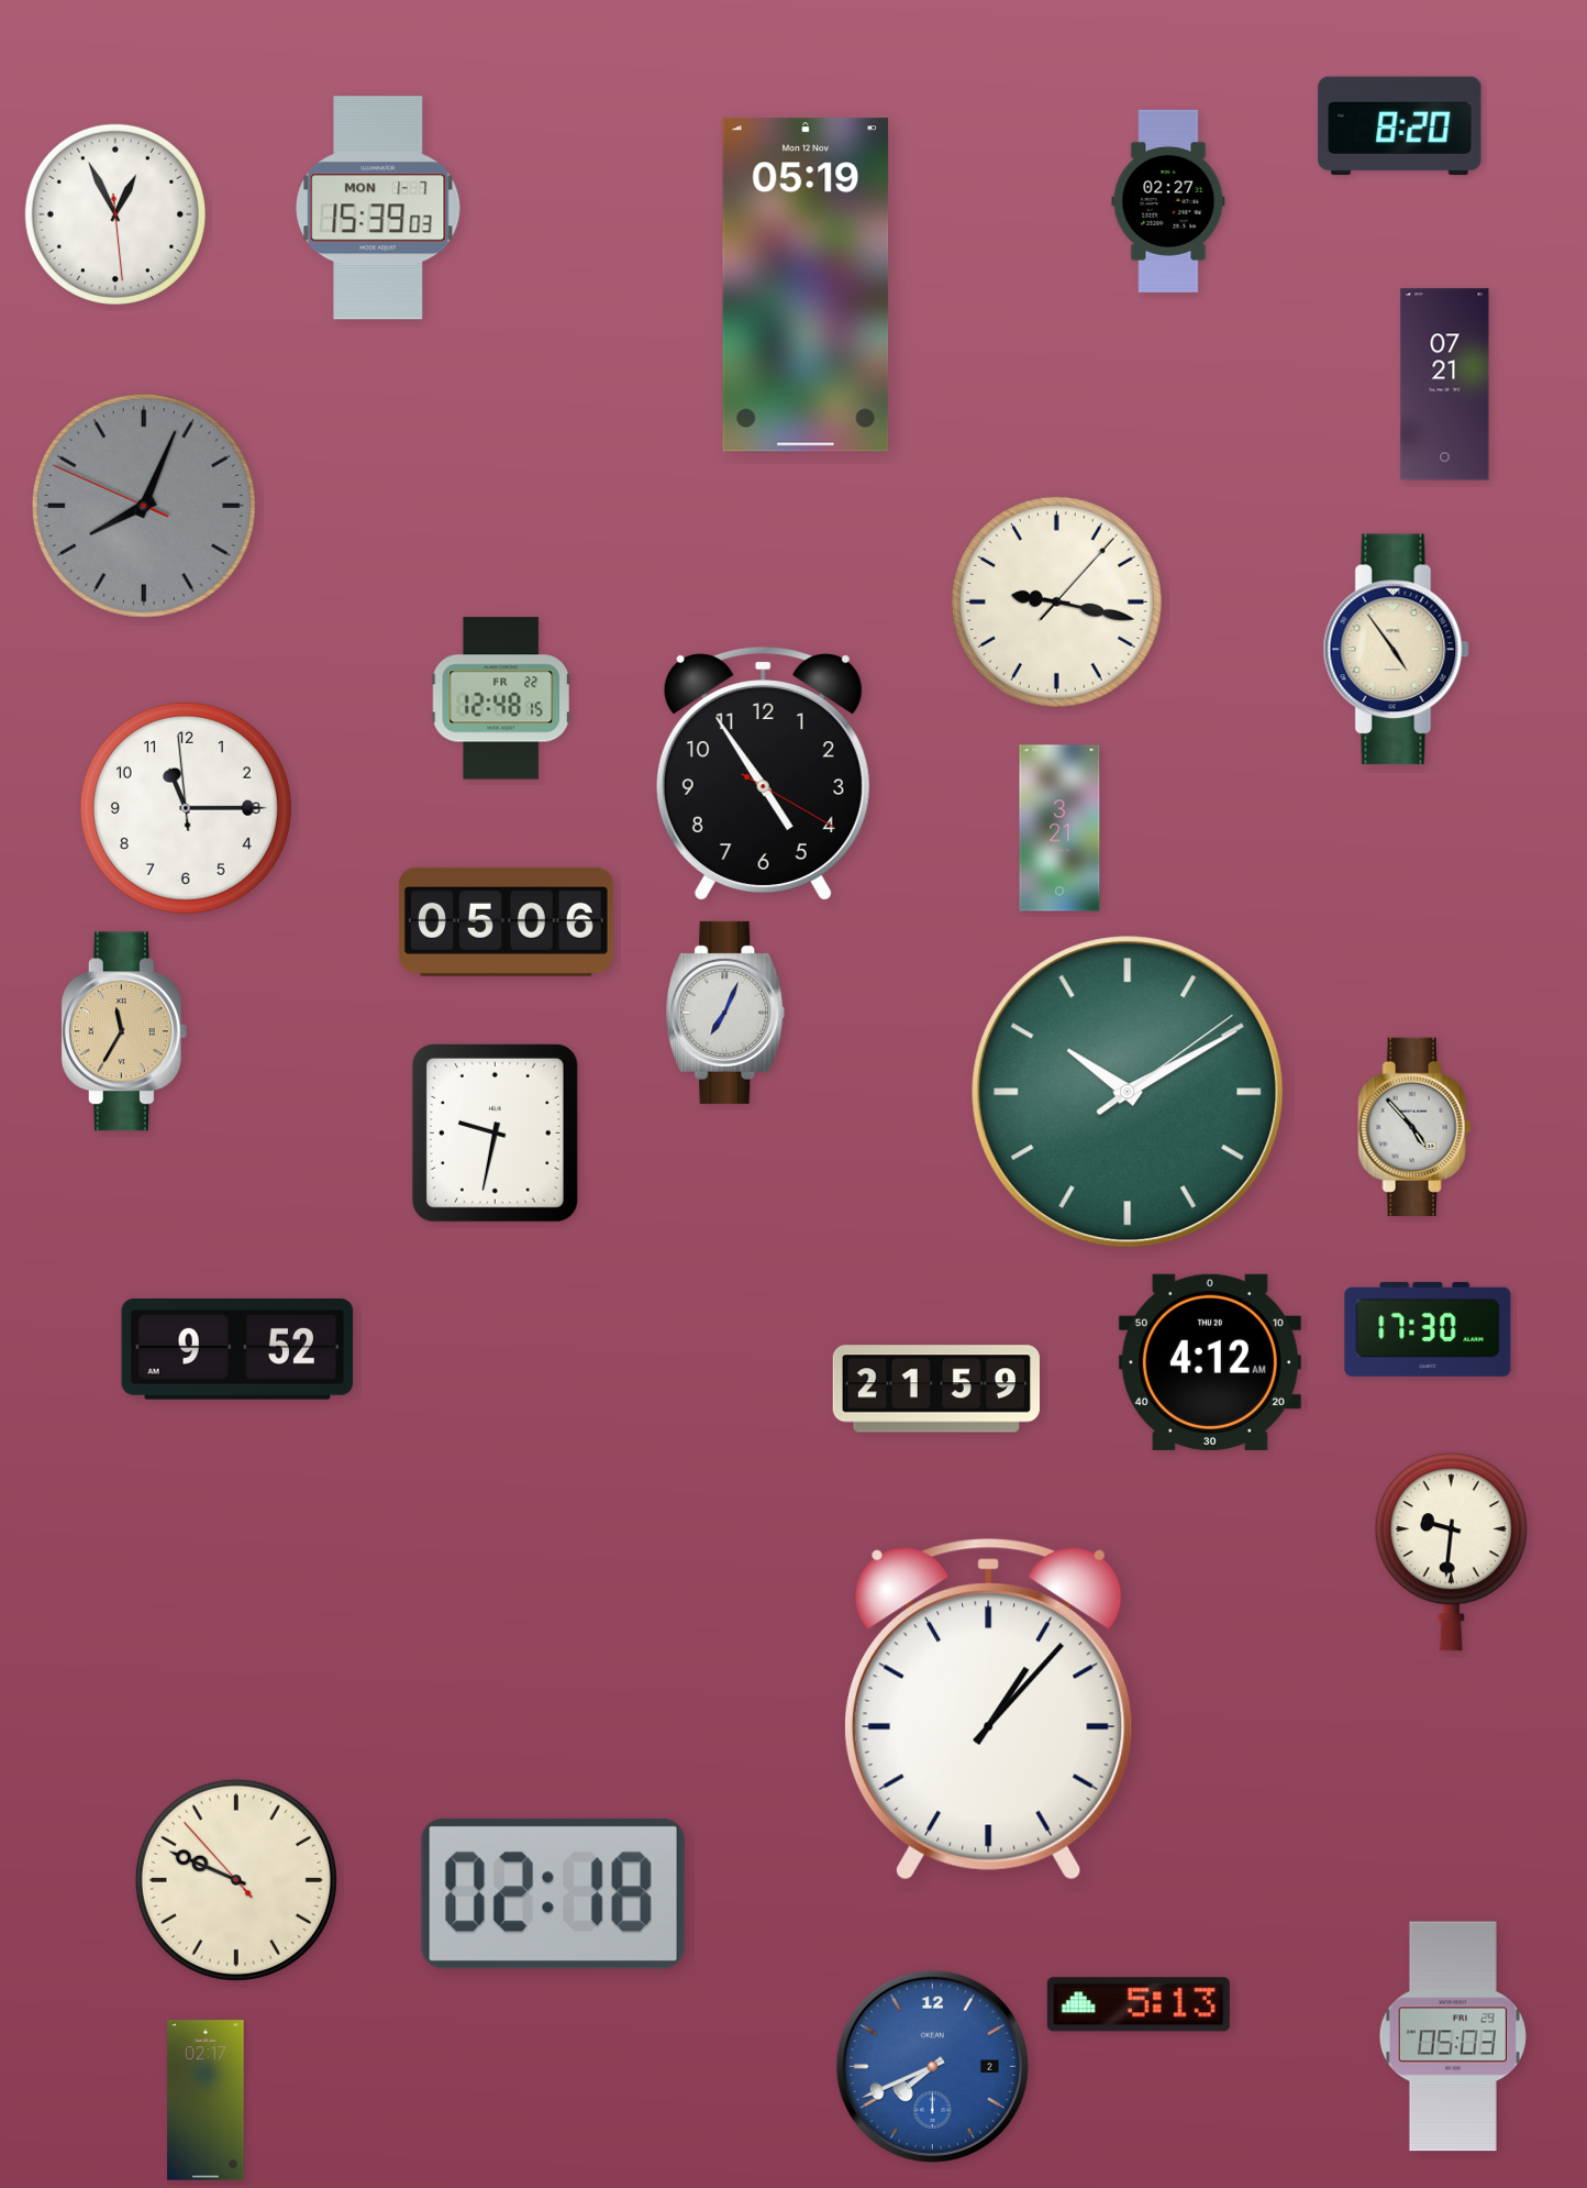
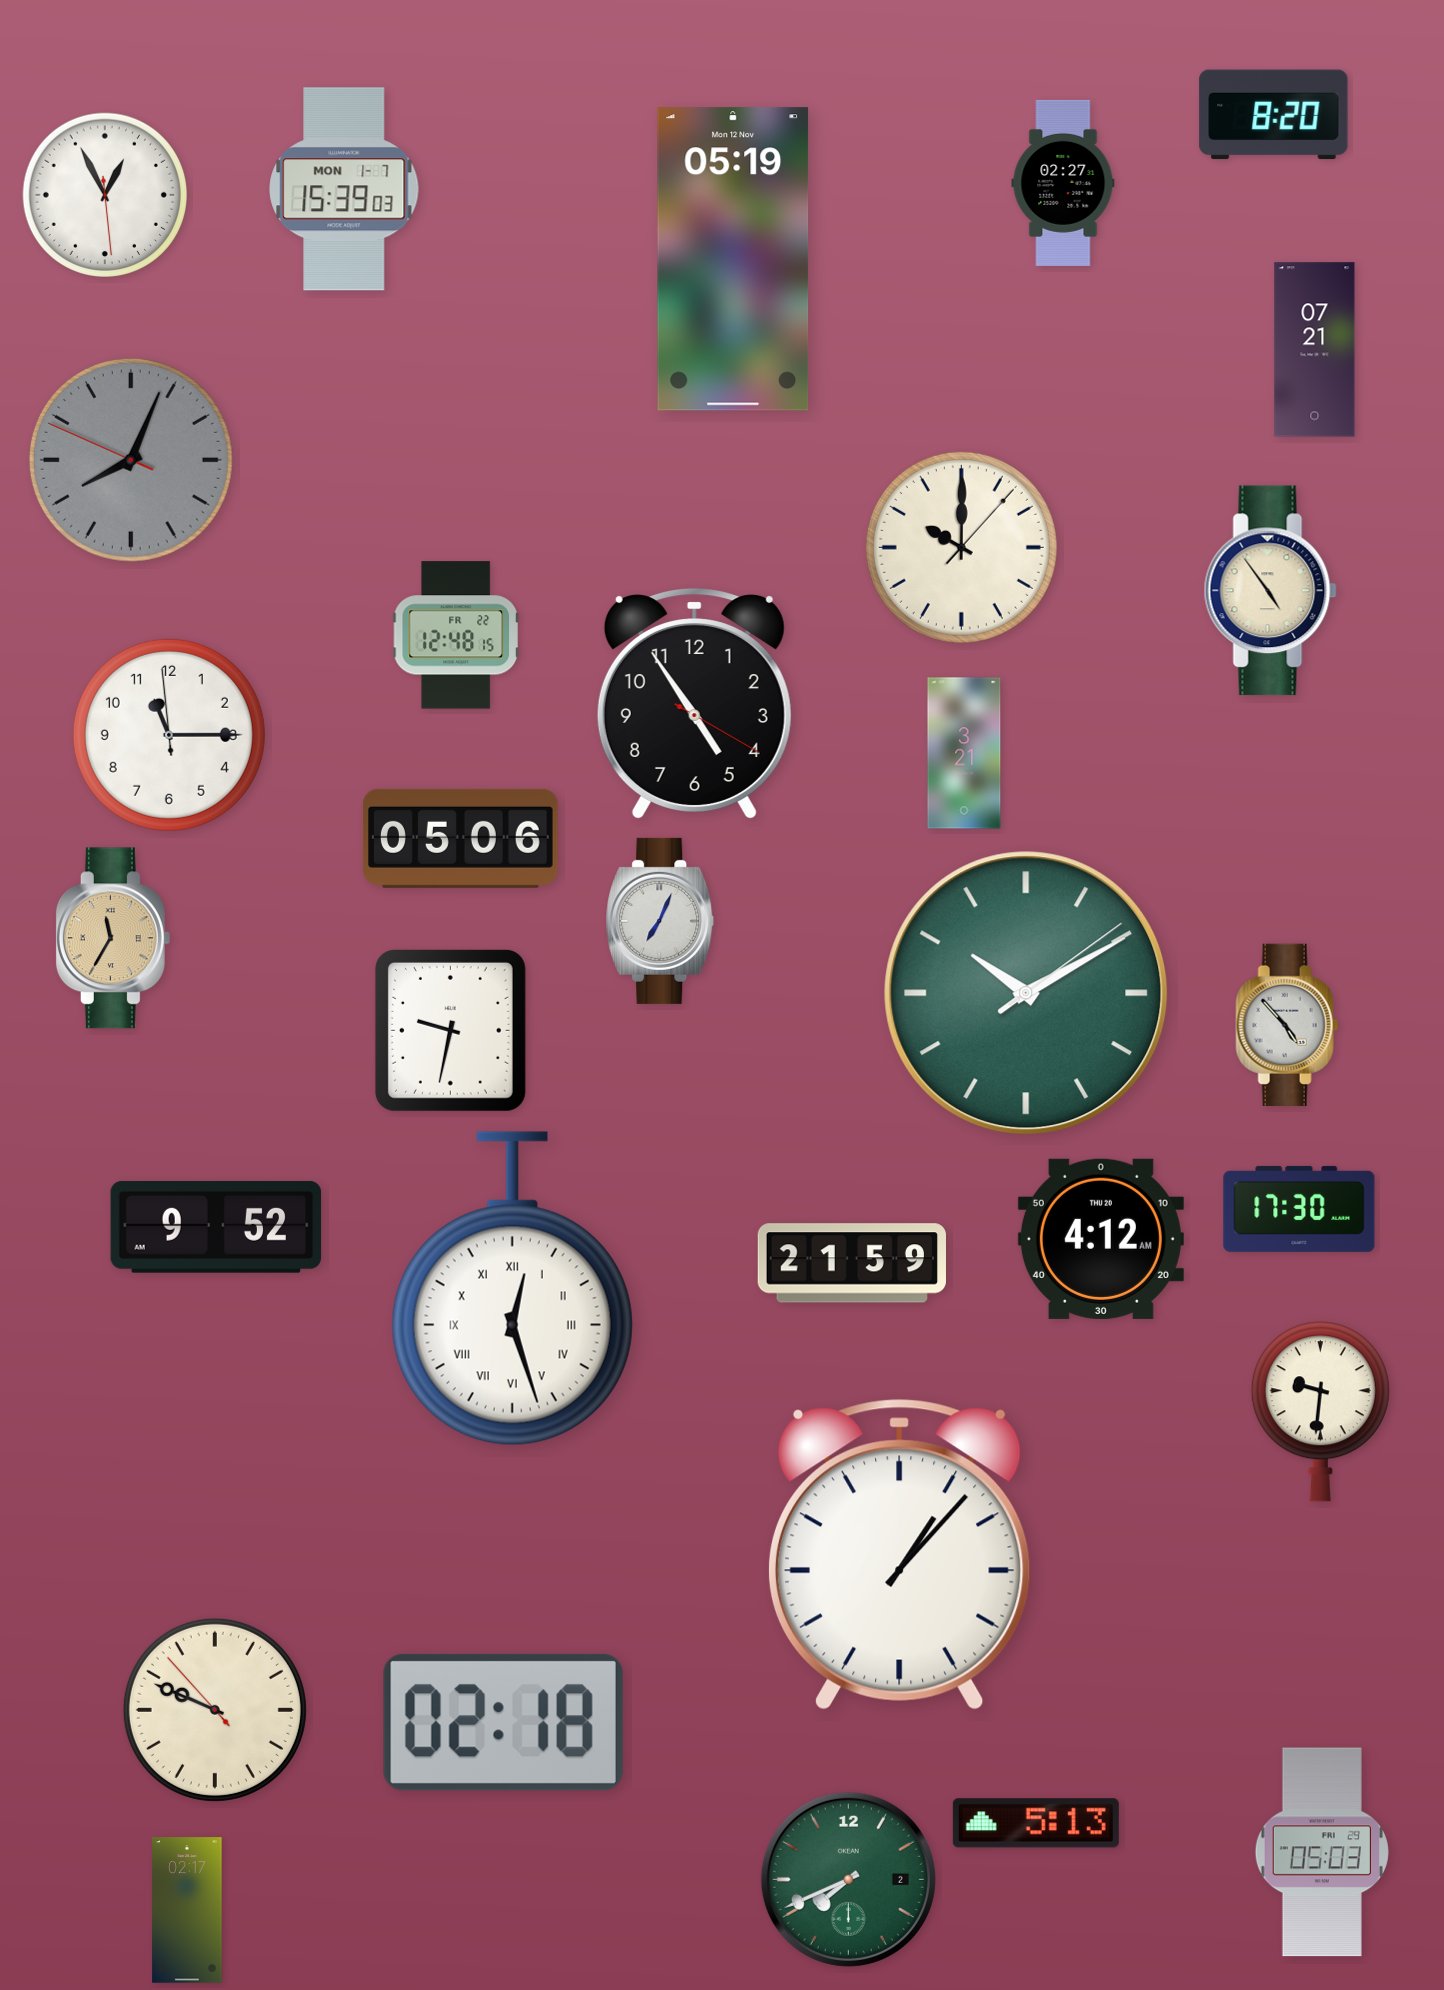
clock at (1056, 601): 9:17 -> 10:00
clock at (512, 1289): none -> 12:27
clock at (932, 2066) dial: blue -> green
